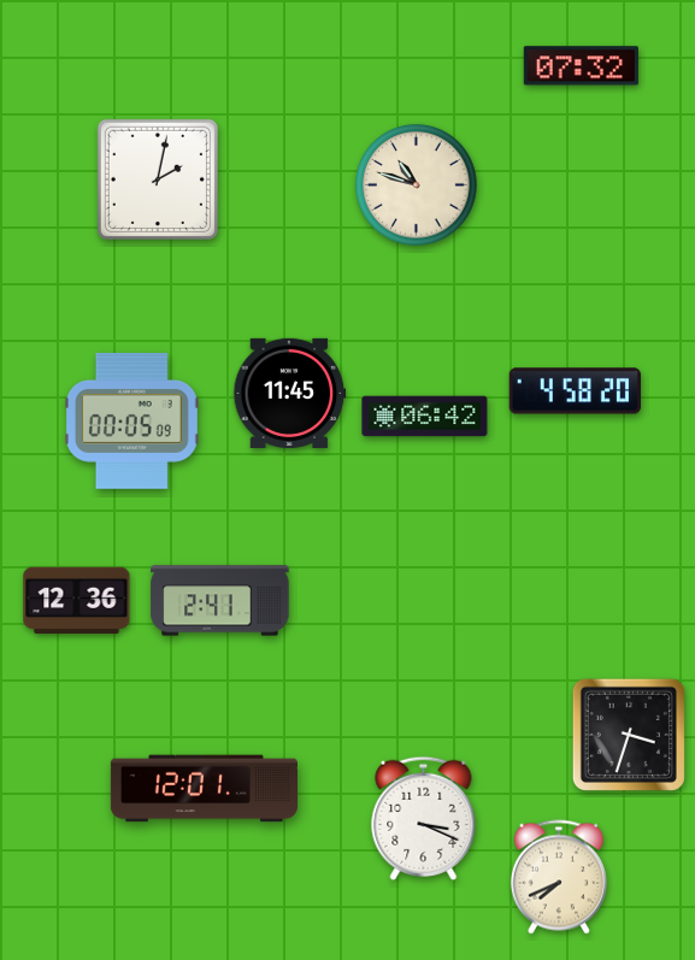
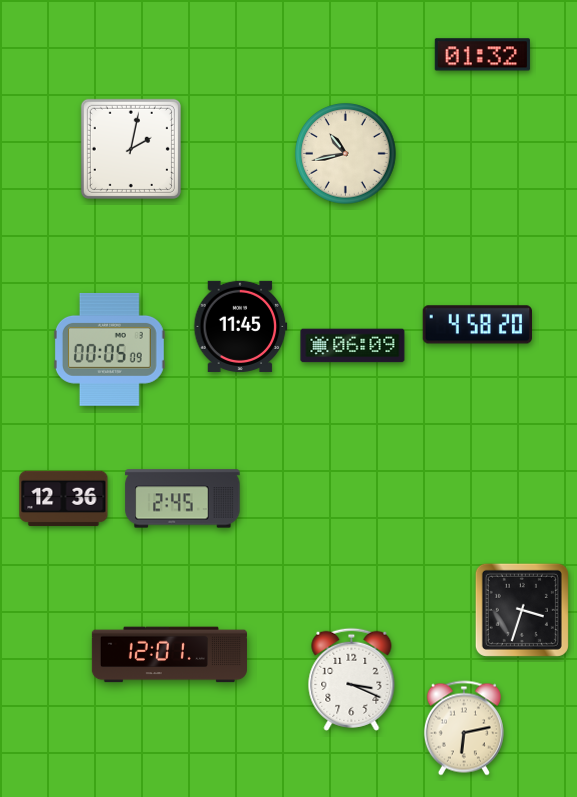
clock at (581, 66): 07:32 -> 01:32
clock at (417, 185): 10:48 -> 10:43
clock at (425, 417): 06:42 -> 06:09
clock at (220, 601): 2:41 -> 2:45
clock at (559, 877): 7:41 -> 6:13
